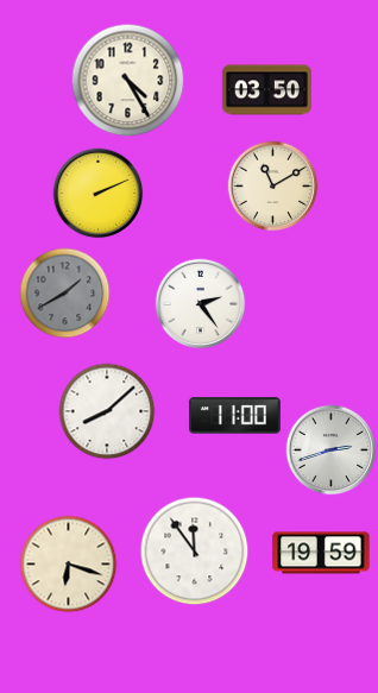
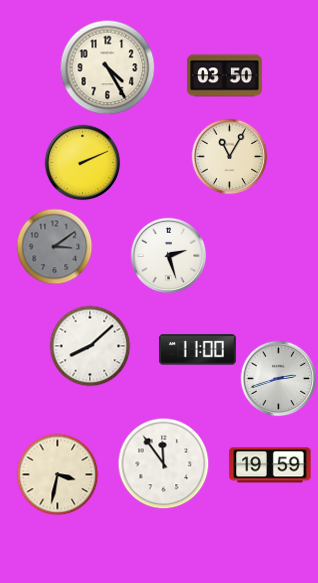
clock at (273, 187): 11:10 -> 11:05
clock at (65, 294): 1:40 -> 3:09
clock at (201, 304): 2:24 -> 2:27
clock at (69, 565): 6:18 -> 3:32
